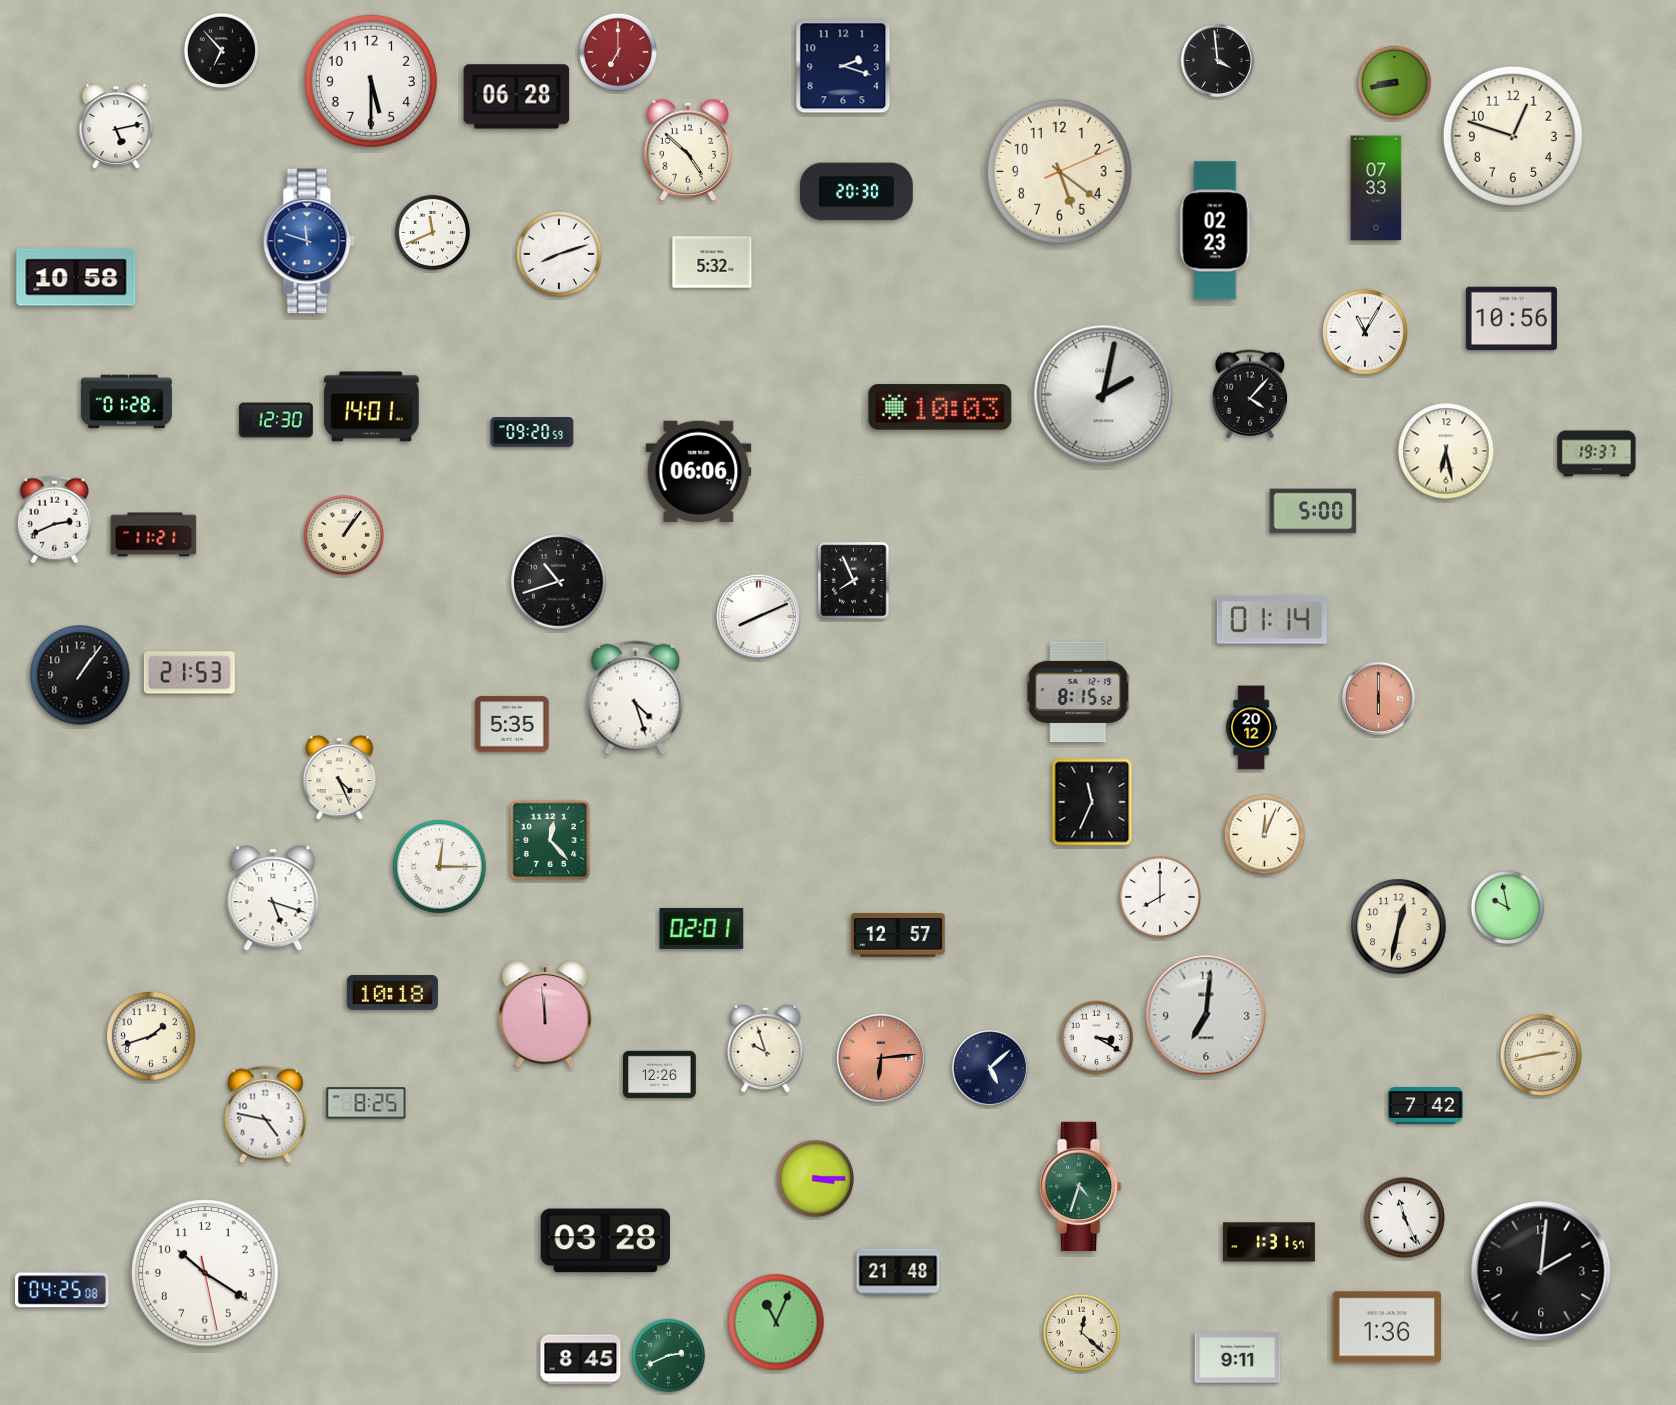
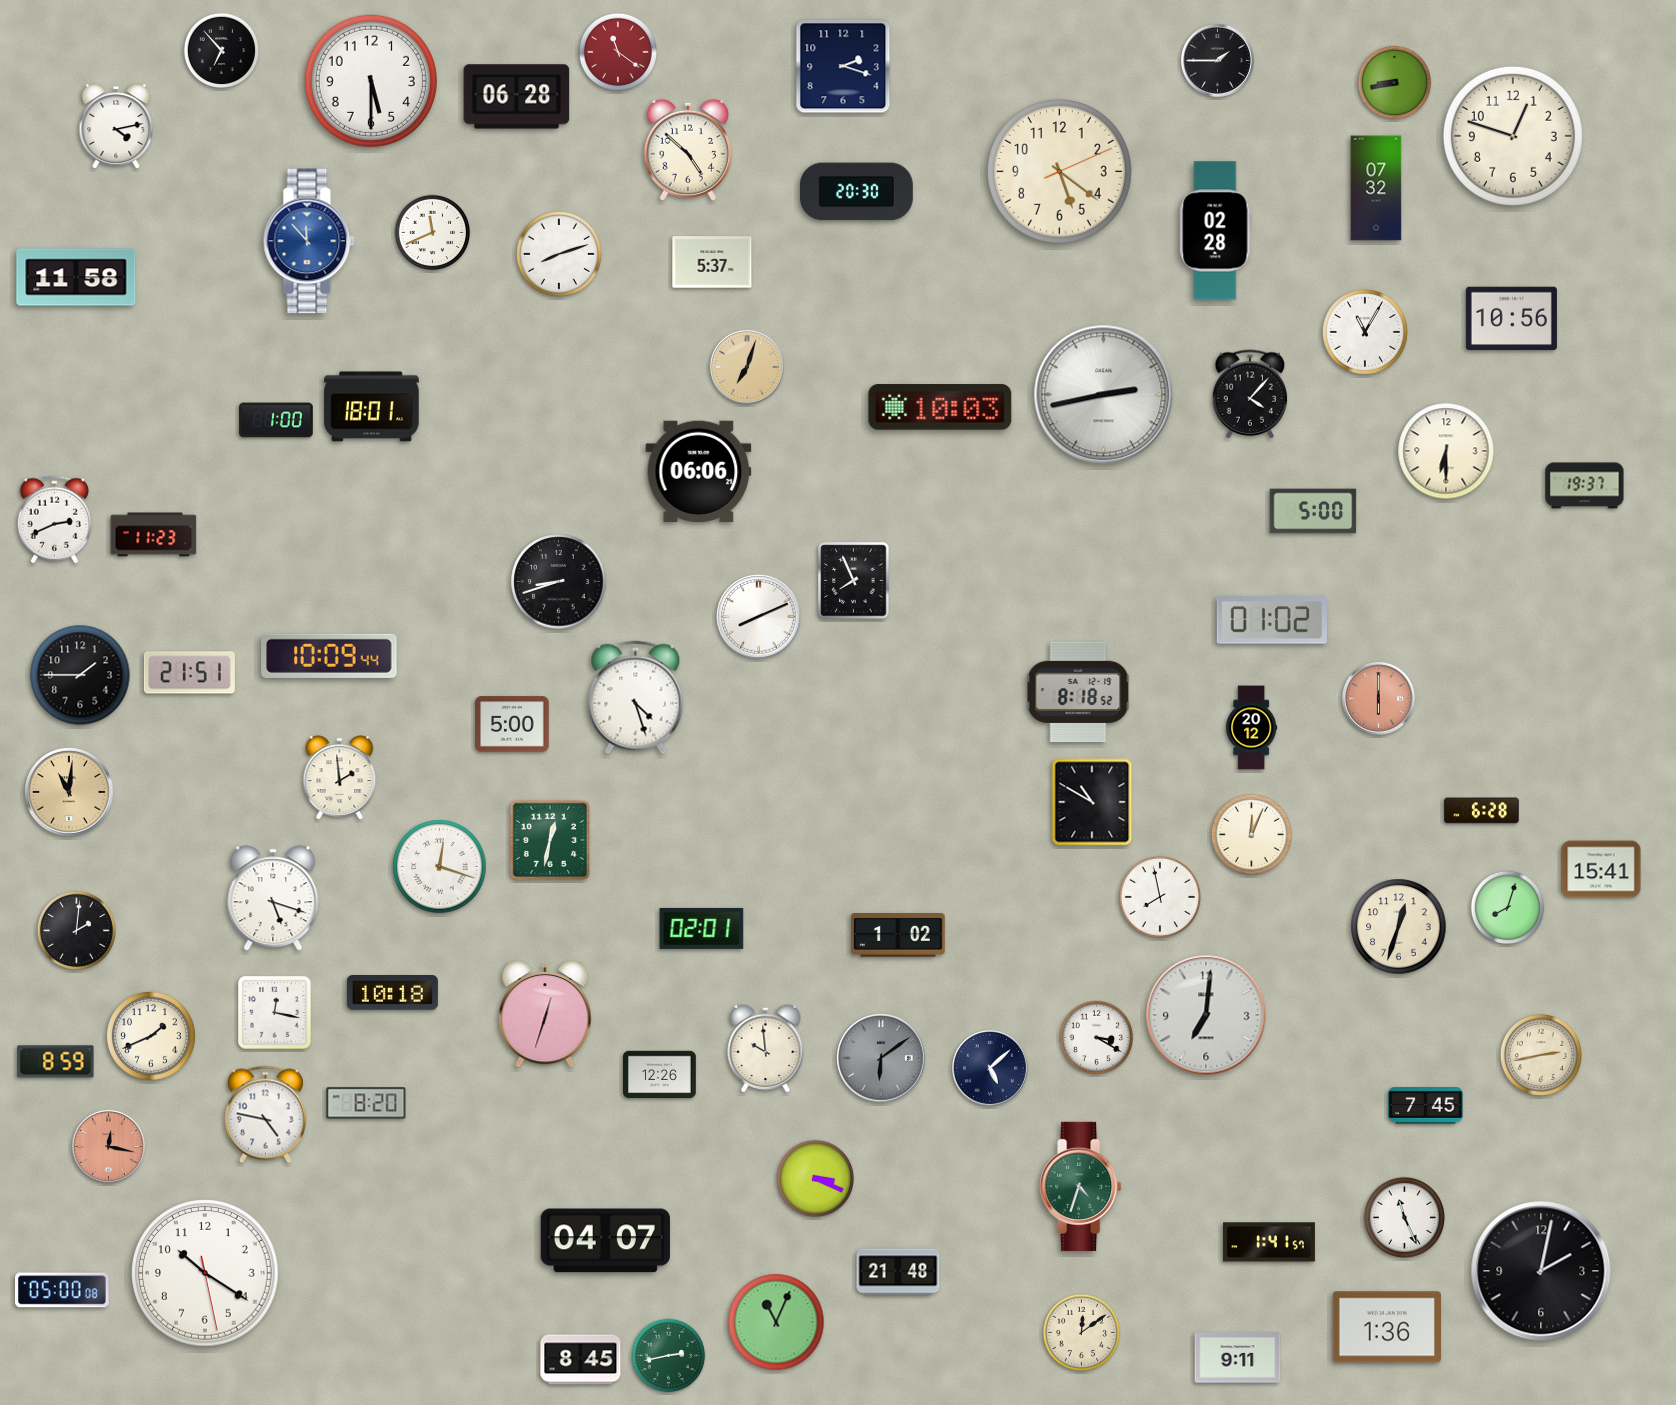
clock at (617, 51): 7:00 -> 11:21
clock at (1217, 60): 3:59 -> 1:45
clock at (116, 126): 5:13 -> 4:13
clock at (1376, 188): 07:33 -> 07:32
clock at (1216, 231): 02:23 -> 02:28
clock at (309, 241): 11:48 -> 11:53
clock at (712, 262): 5:32 -> 5:37
clock at (76, 277): 10:58 -> 11:58
clock at (747, 367): none -> 7:03
clock at (1104, 395): 2:02 -> 2:43
clock at (126, 402): 01:28 -> none
clock at (372, 407): 14:01 -> 18:01
clock at (276, 420): 12:30 -> 1:00
clock at (532, 432): 09:20 -> none
clock at (1446, 451): 6:28 -> 6:30
clock at (1597, 454) position: (1597, 454) -> (1585, 486)
clock at (154, 535): 11:21 -> 11:23
clock at (344, 535): 1:06 -> none
clock at (559, 582): 10:42 -> 8:42
clock at (1272, 620): 01:14 -> 01:02
clock at (329, 656): none -> 10:09
clock at (189, 673): 21:53 -> 21:51
clock at (80, 675): 1:06 -> 1:45
clock at (1078, 692): 8:15 -> 8:18
clock at (512, 724): 5:35 -> 5:00
clock at (340, 778): 4:26 -> 1:59
clock at (69, 792): none -> 11:01
clock at (1092, 802): 11:34 -> 10:50
clock at (1482, 811): none -> 6:28
clock at (1264, 834) position: (1264, 834) -> (1251, 834)
clock at (550, 840): 12:23 -> 12:32
clock at (440, 867): 12:15 -> 12:18
clock at (1601, 869): none -> 15:41
clock at (1160, 897): 8:00 -> 7:58
clock at (1508, 908): 9:58 -> 8:03
clock at (1399, 927): 12:32 -> 12:33
clock at (76, 930): none -> 2:01
clock at (898, 936): 12:57 -> 1:02
clock at (275, 1013): none -> 12:17
clock at (545, 1015): 11:59 -> 12:33
clock at (151, 1036): 1:42 -> 1:41
clock at (766, 1048): 9:57 -> 9:59
clock at (881, 1058): 6:14 -> 6:09
clock at (881, 1058) dial: salmon -> grey
clock at (56, 1062): none -> 8:59
clock at (366, 1103): 8:25 -> 8:20
clock at (1426, 1106): 7:42 -> 7:45
clock at (108, 1146): none -> 12:17
clock at (815, 1178): 3:15 -> 3:19
clock at (605, 1241): 03:28 -> 04:07
clock at (1269, 1242): 1:31 -> 1:41
clock at (1541, 1271): 2:01 -> 2:02
clock at (63, 1290): 04:25 -> 05:00
clock at (1081, 1332): 12:22 -> 12:09
clock at (669, 1356): 2:41 -> 2:43
